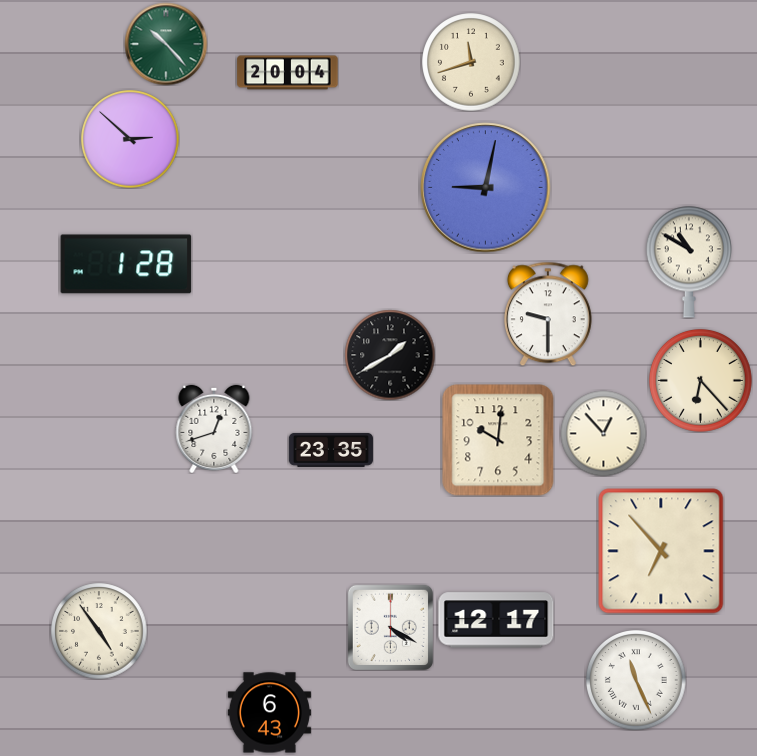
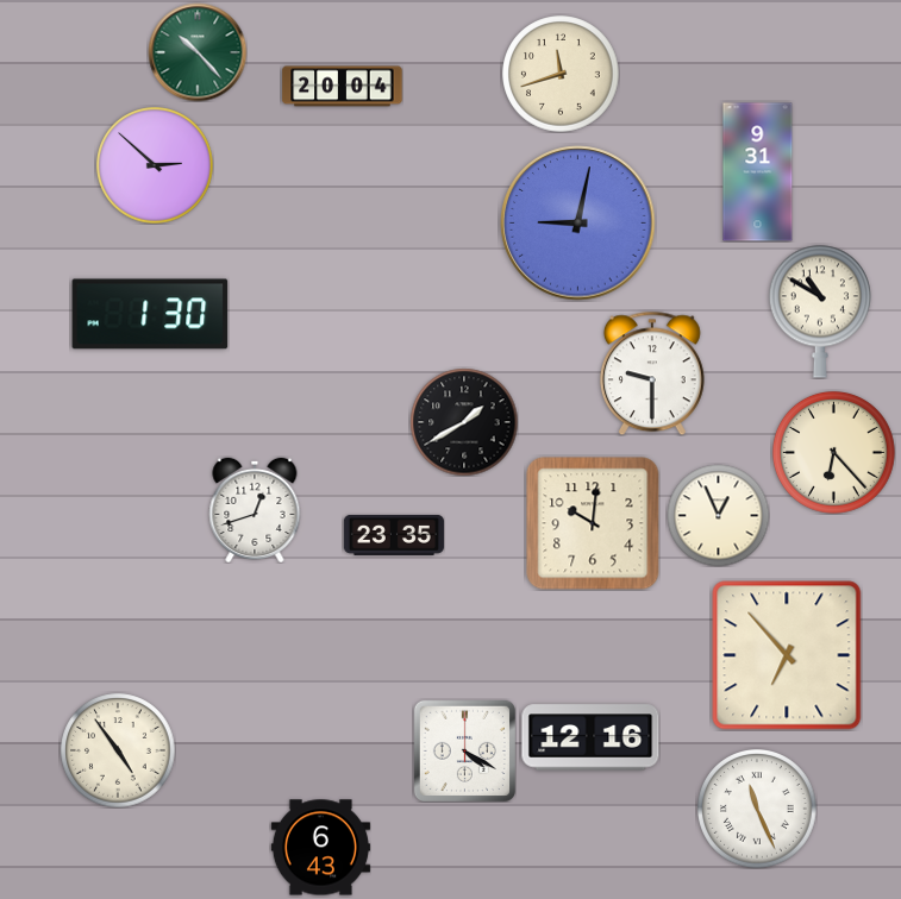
clock at (758, 172): none -> 9:31
clock at (126, 264): 1:28 -> 1:30
clock at (603, 433): 12:53 -> 12:56
clock at (496, 620): 12:17 -> 12:16
clock at (390, 627) position: (390, 627) -> (464, 750)
